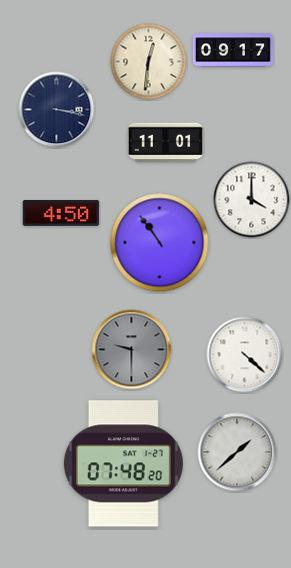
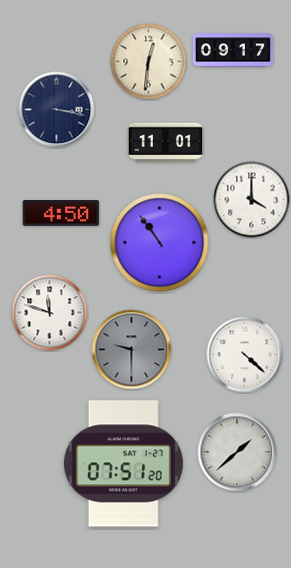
clock at (50, 313): none -> 11:48
clock at (123, 464): 07:48 -> 07:51
